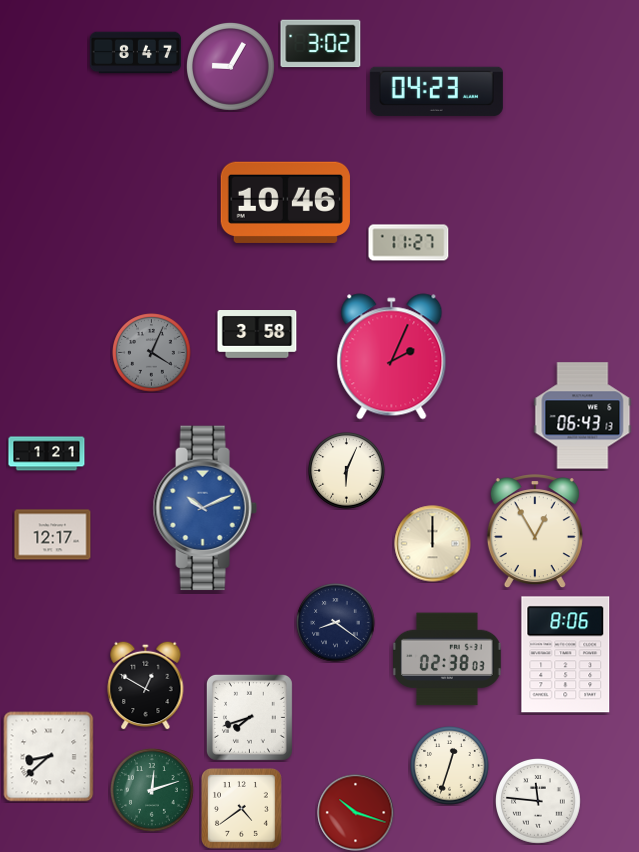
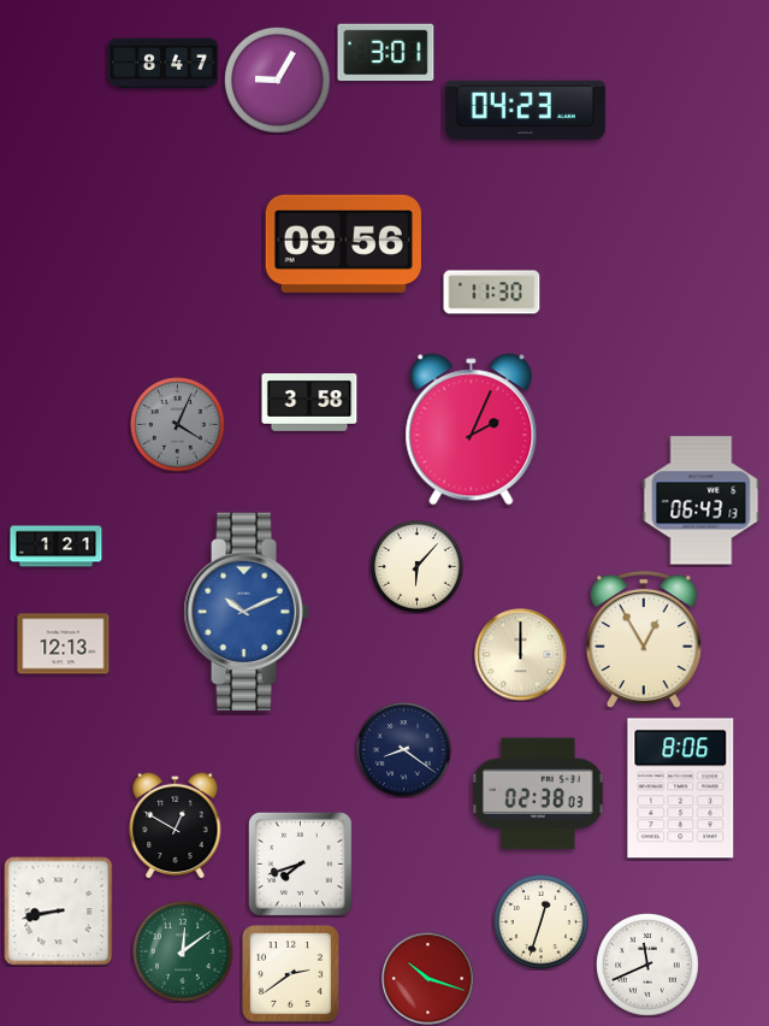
clock at (321, 44): 3:02 -> 3:01
clock at (285, 202): 10:46 -> 09:56
clock at (409, 243): 11:27 -> 11:30
clock at (152, 353) position: (152, 353) -> (178, 425)
clock at (347, 471): 6:04 -> 6:07
clock at (53, 535): 12:17 -> 12:13
clock at (49, 757): 8:38 -> 8:43
clock at (153, 791): 12:12 -> 12:09
clock at (539, 802): 11:46 -> 11:41
clock at (242, 809): 4:39 -> 2:39
